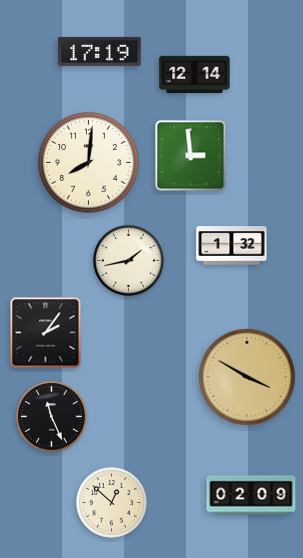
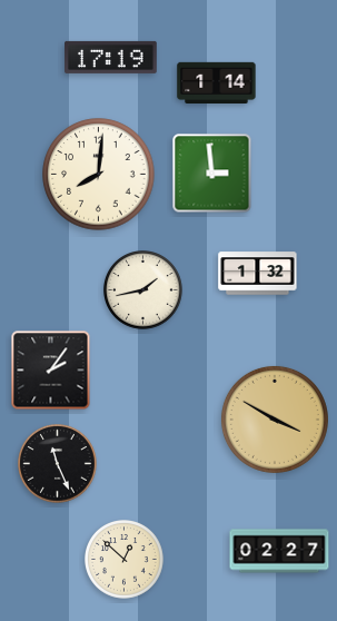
clock at (195, 74): 12:14 -> 1:14
clock at (89, 163) position: (89, 163) -> (99, 175)
clock at (251, 495): 02:09 -> 02:27
